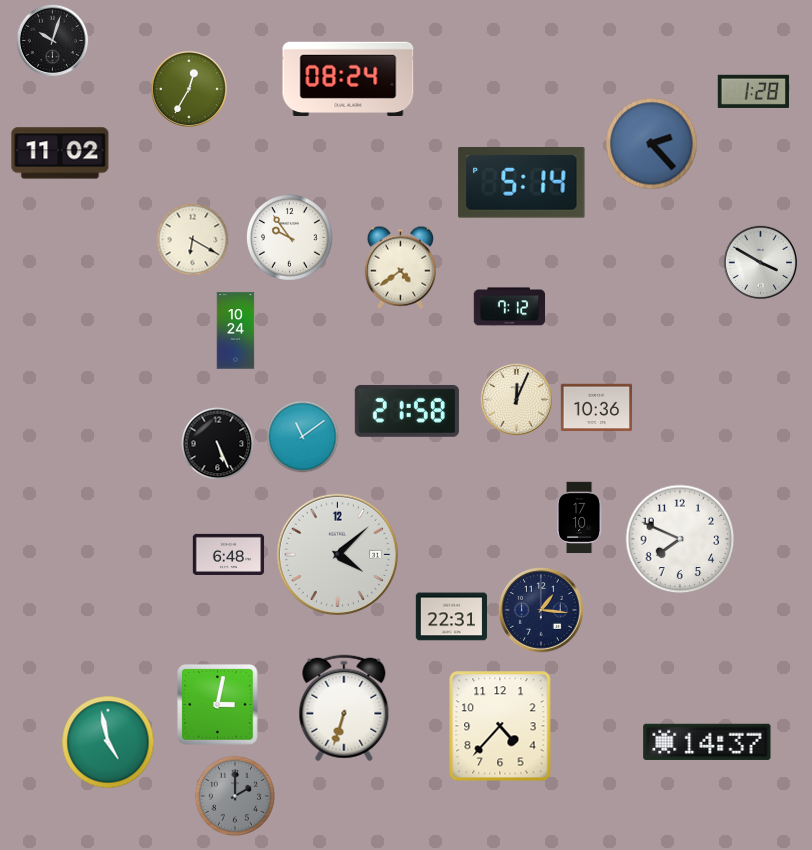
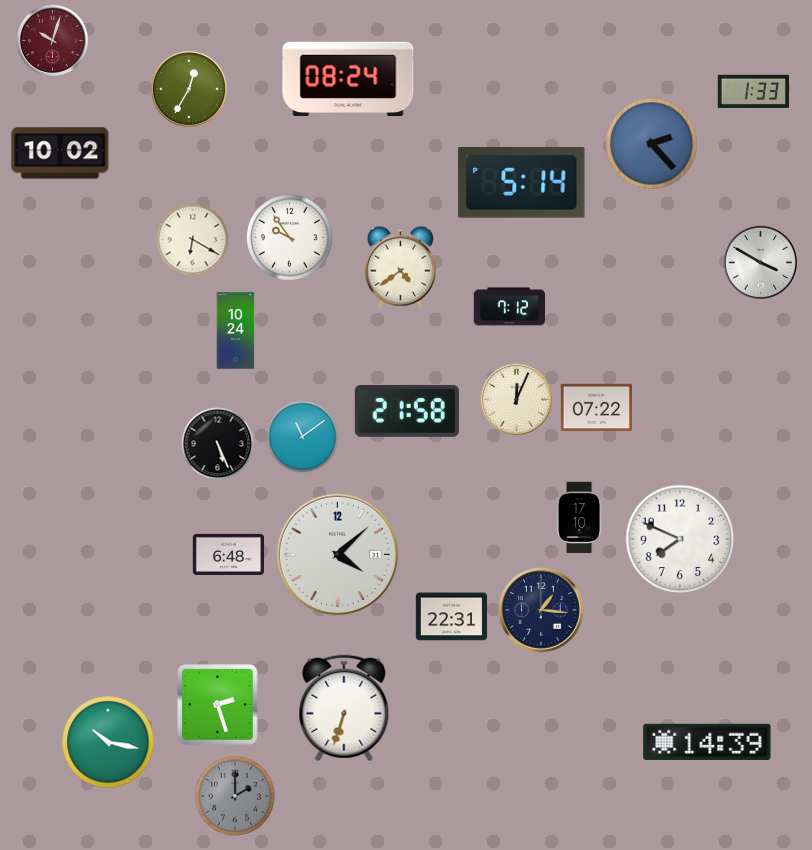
clock at (53, 41) dial: black -> burgundy
clock at (753, 91): 1:28 -> 1:33
clock at (60, 153): 11:02 -> 10:02
clock at (597, 408): 10:36 -> 07:22
clock at (218, 705): 3:02 -> 2:27
clock at (500, 726): 4:37 -> none
clock at (108, 742): 4:58 -> 10:17
clock at (707, 742): 14:37 -> 14:39
